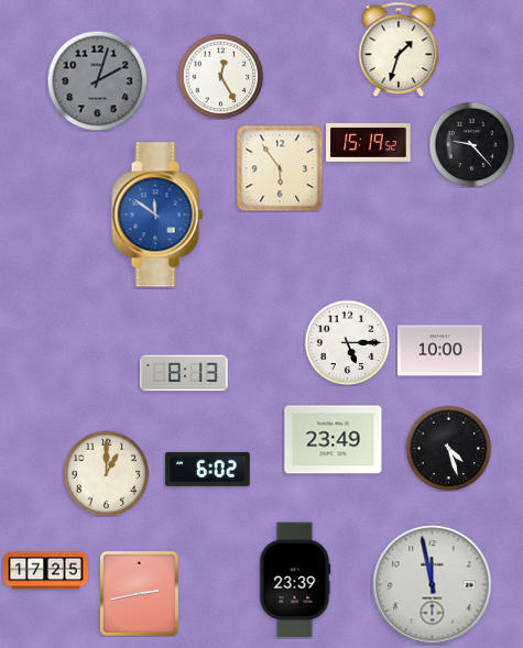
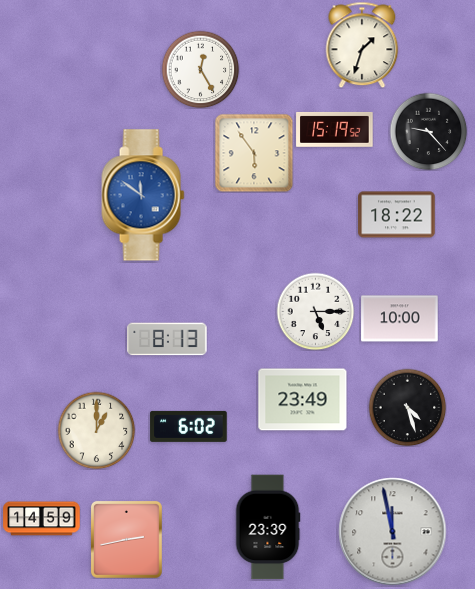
clock at (97, 80): 2:03 -> none
clock at (397, 215): none -> 18:22
clock at (46, 571): 17:25 -> 14:59
